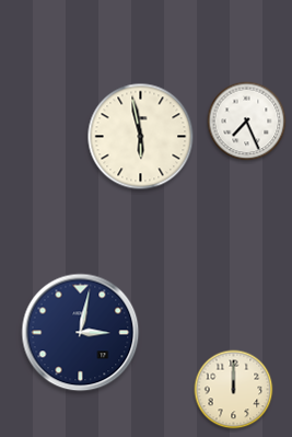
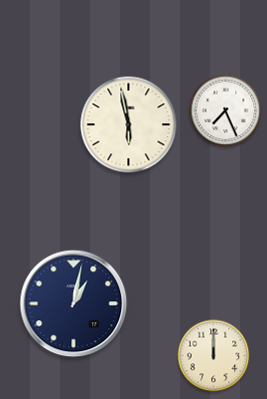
clock at (81, 333): 3:02 -> 1:02
